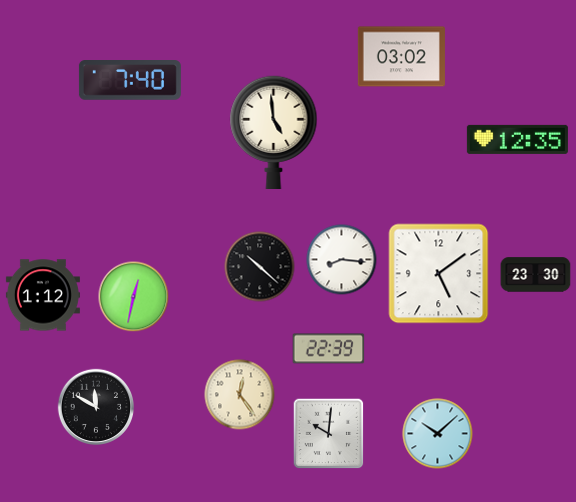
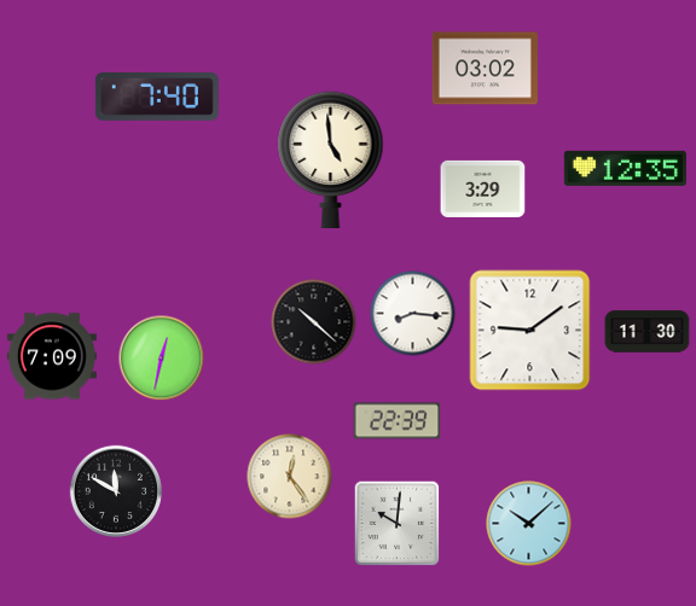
clock at (483, 188): none -> 3:29
clock at (439, 274): 5:09 -> 9:09
clock at (536, 275): 23:30 -> 11:30
clock at (43, 295): 1:12 -> 7:09
